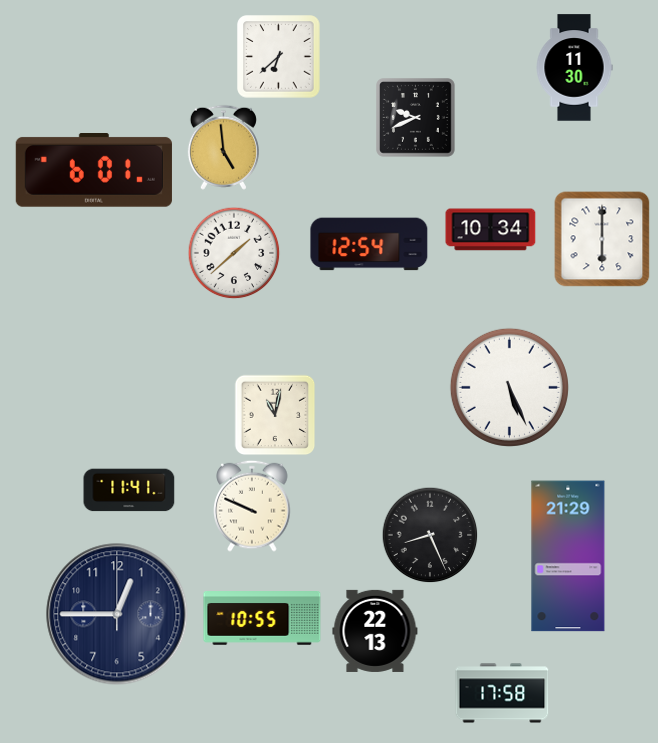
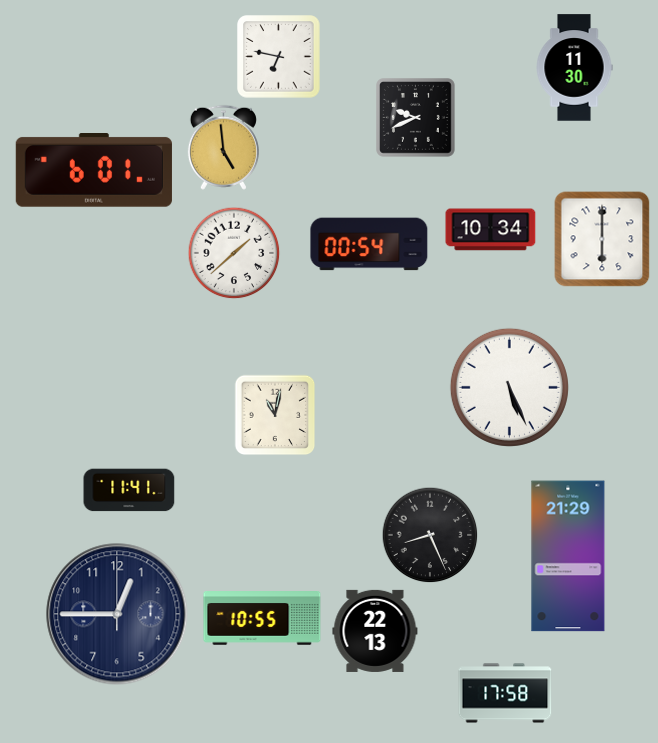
clock at (279, 57): 6:38 -> 6:47
clock at (369, 244): 12:54 -> 00:54
clock at (252, 506): 9:49 -> none
clock at (502, 693) position: (502, 693) -> (505, 693)
